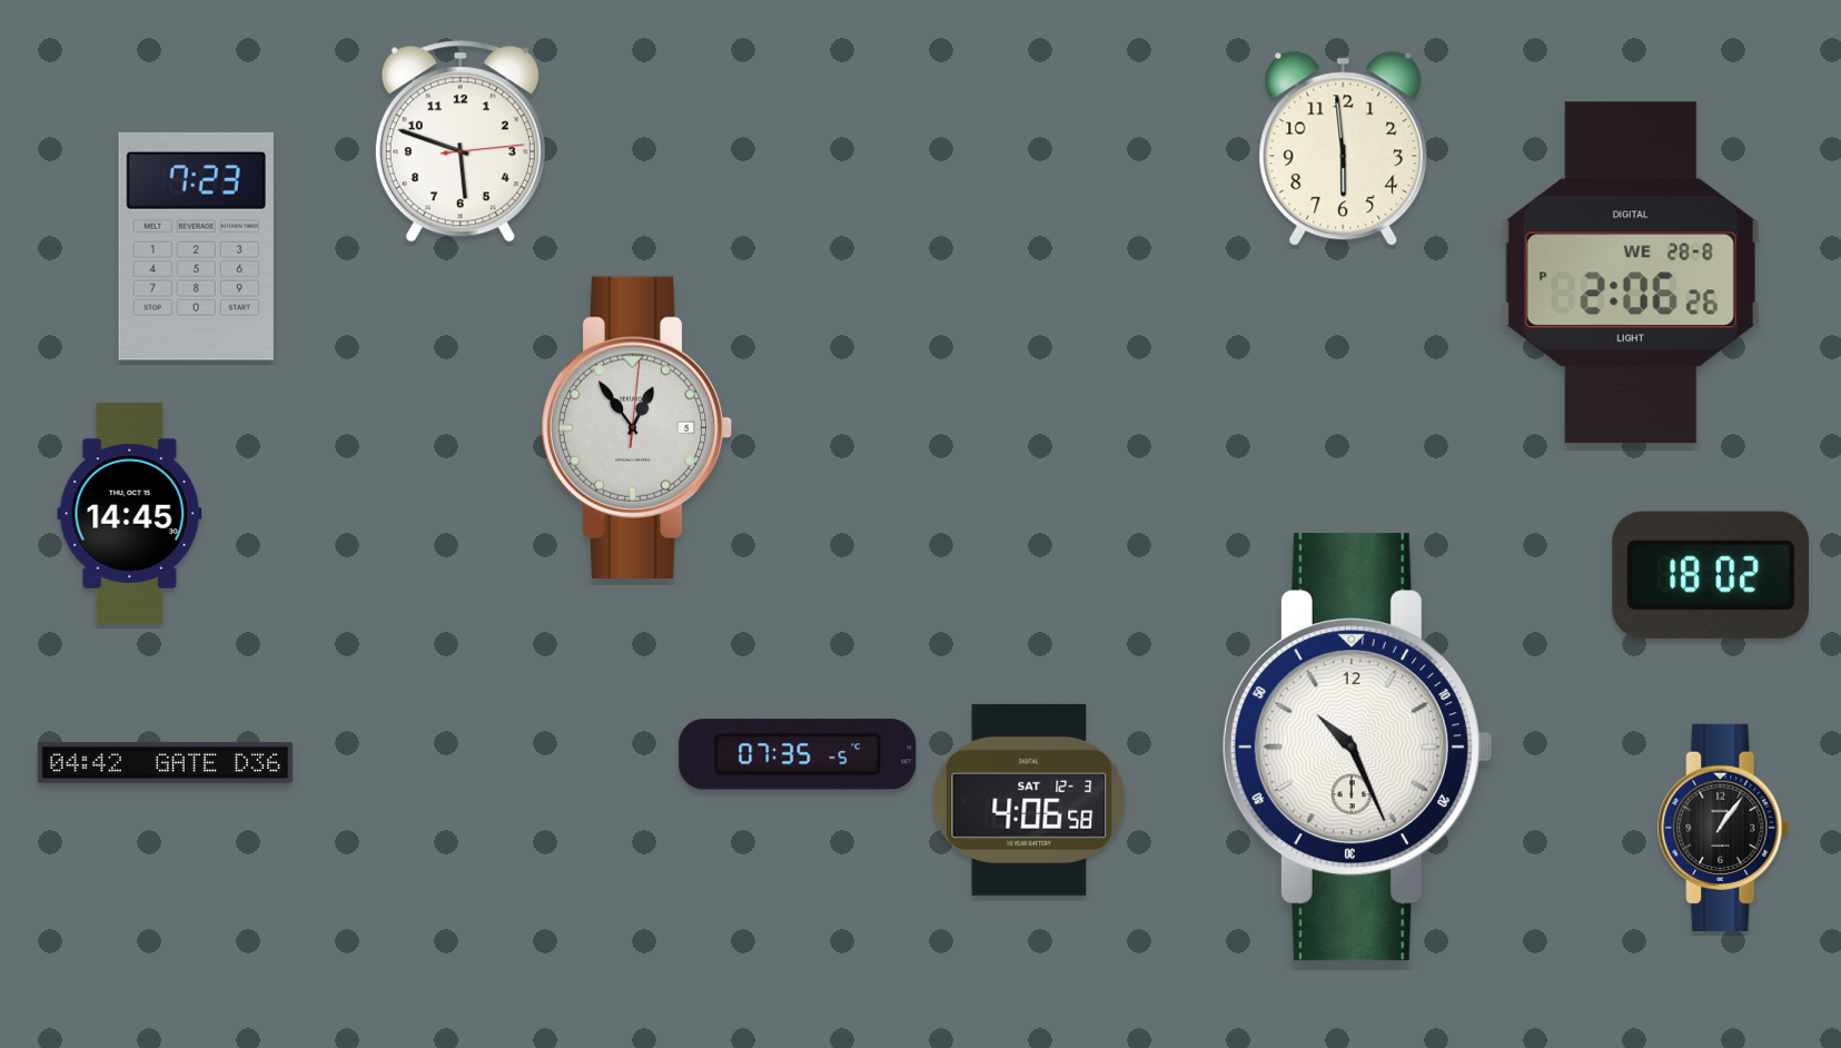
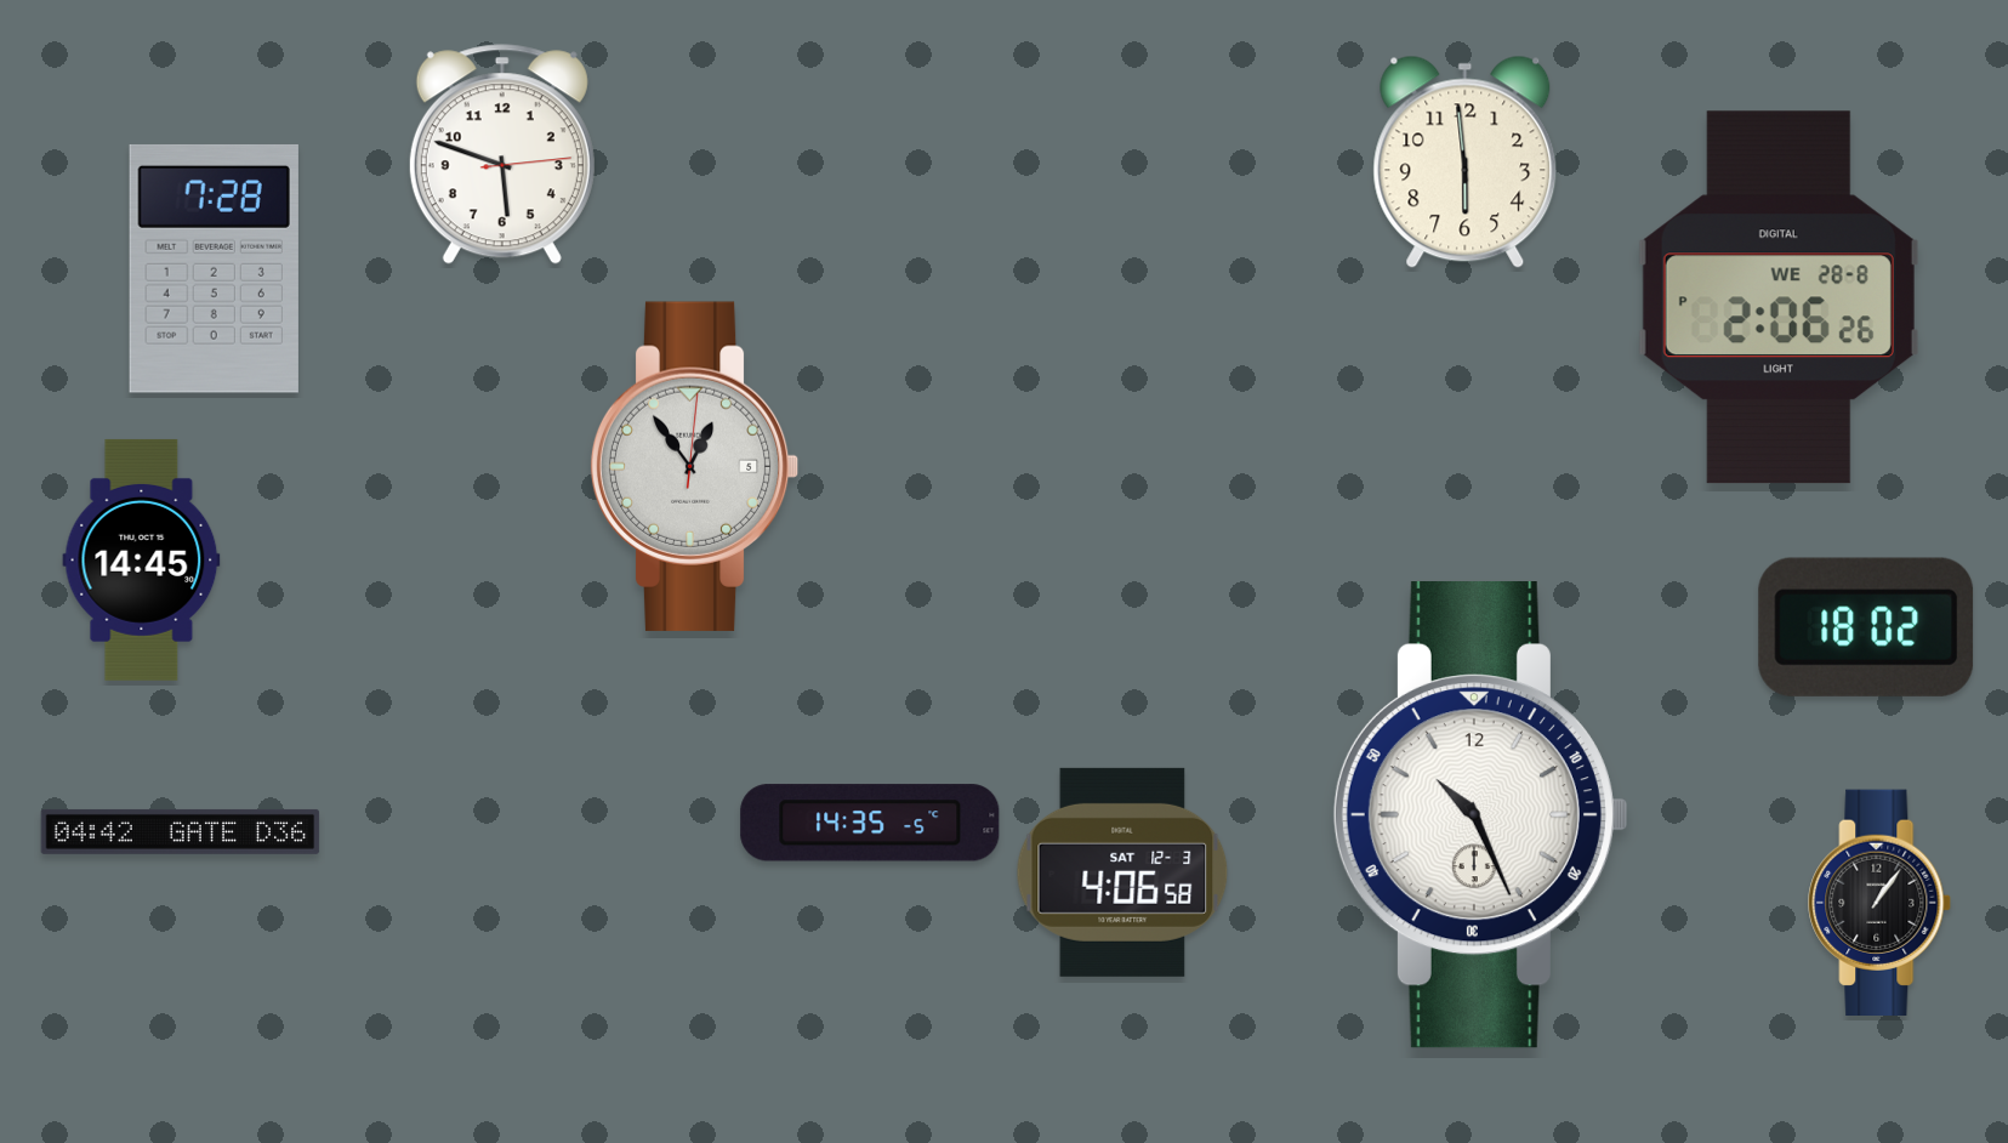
clock at (196, 246): 7:23 -> 7:28
clock at (798, 754): 07:35 -> 14:35
